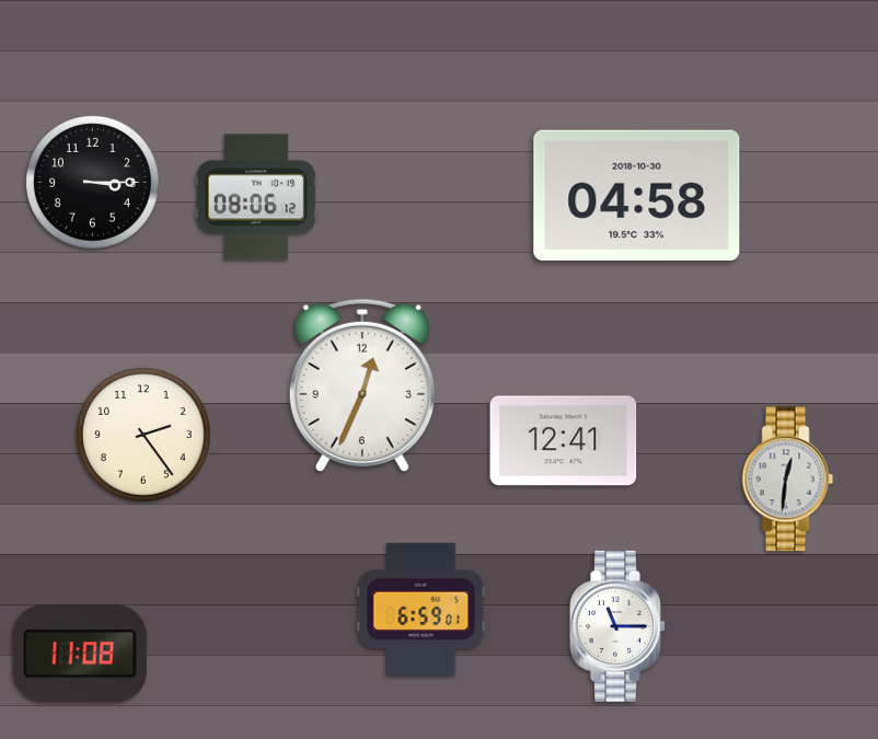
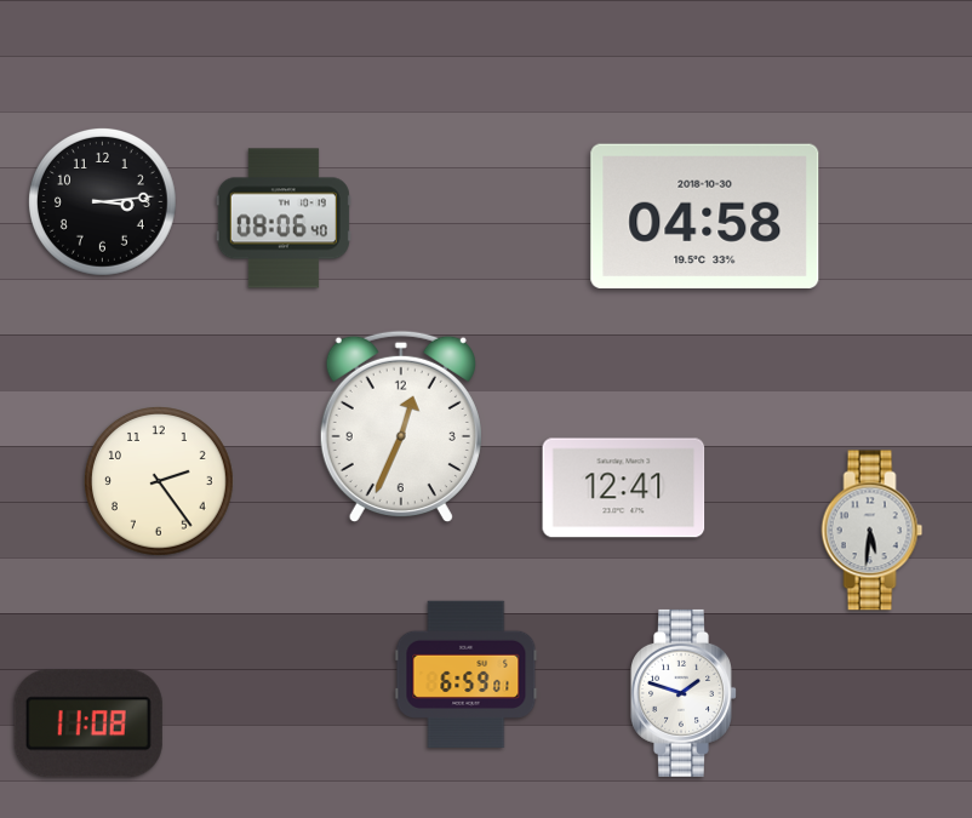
clock at (92, 182): 3:15 -> 3:14
clock at (256, 197): 08:06:12 -> 08:06:40
clock at (788, 480): 12:31 -> 5:31
clock at (619, 626): 11:15 -> 1:48
